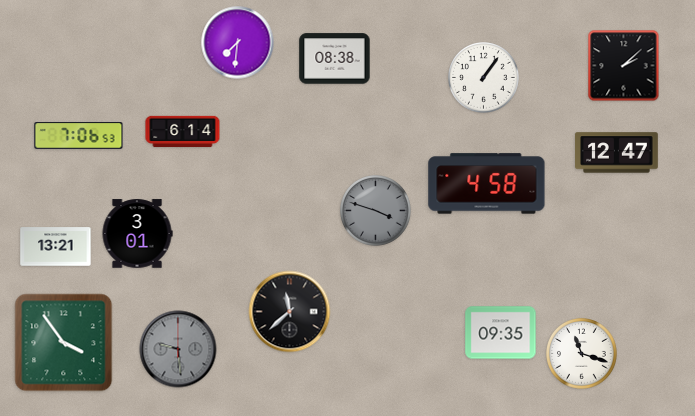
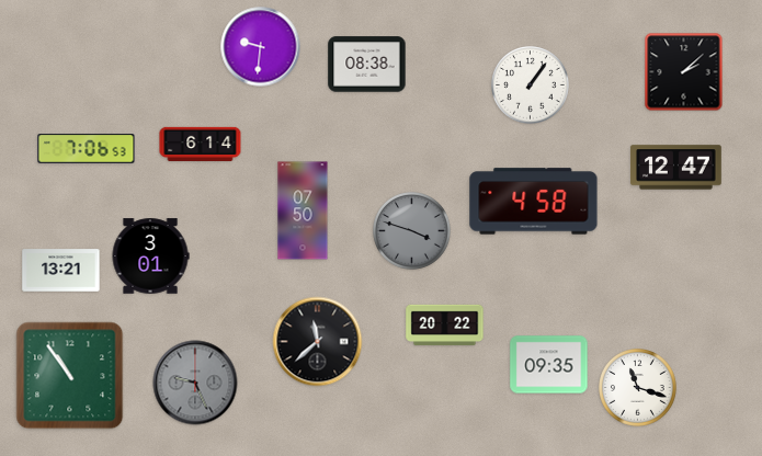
clock at (238, 43): 7:31 -> 9:31
clock at (303, 210): none -> 07:50
clock at (445, 326): none -> 20:22
clock at (64, 343): 3:54 -> 10:54
clock at (178, 349): 9:29 -> 9:26
